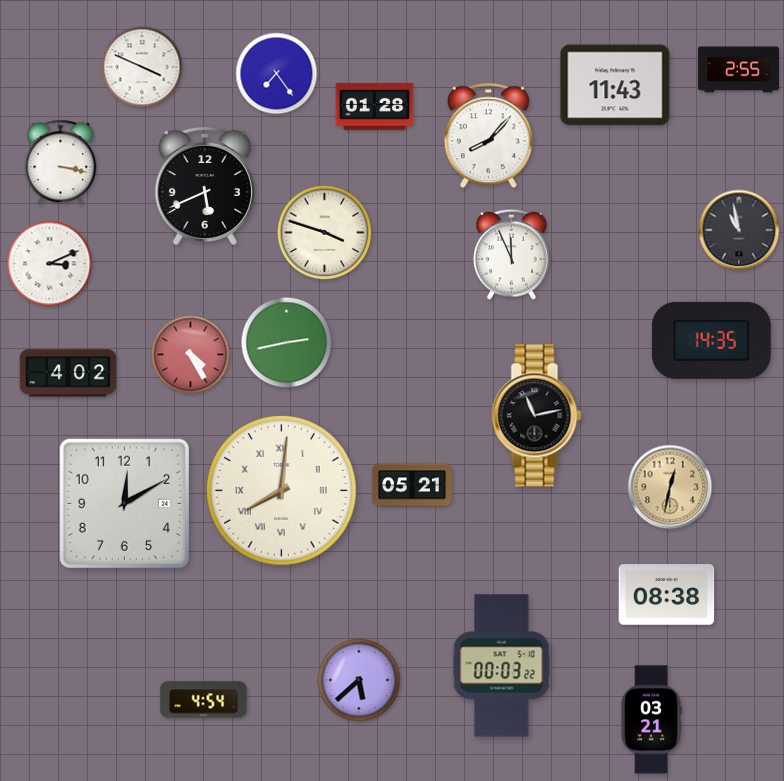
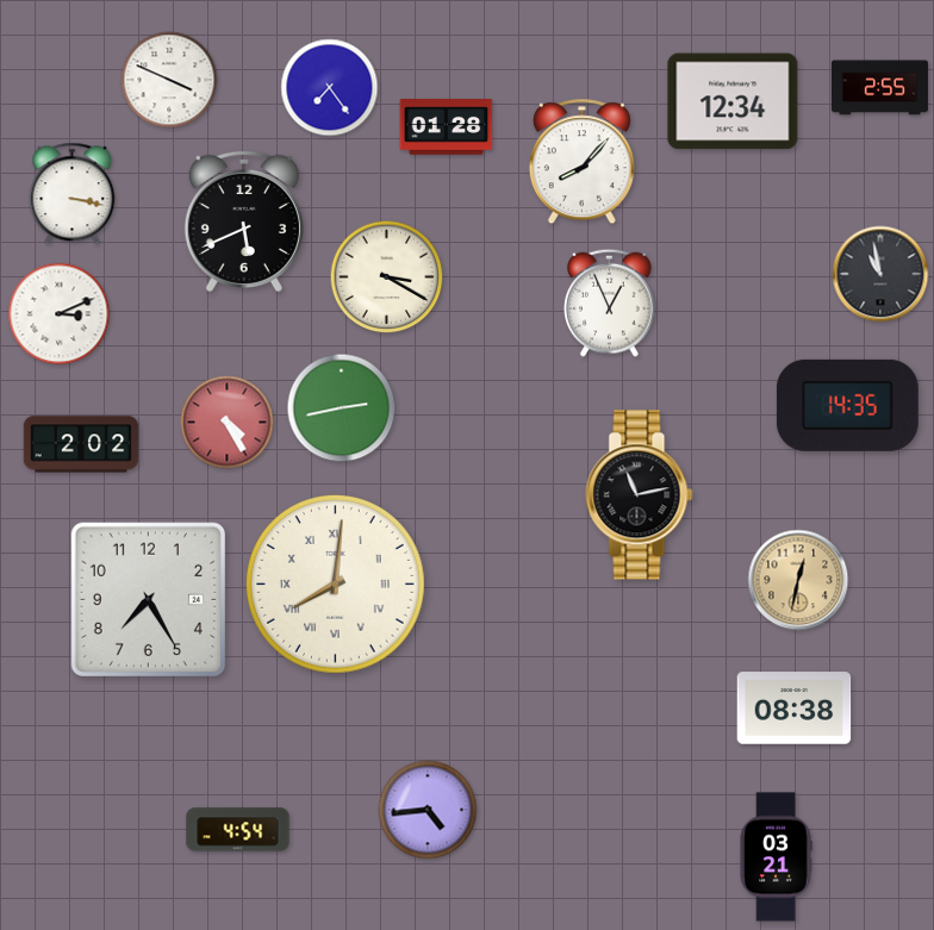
clock at (738, 70) position: (738, 70) -> (879, 88)
clock at (615, 85): 11:43 -> 12:34
clock at (325, 233): 3:48 -> 3:20
clock at (512, 254): 11:56 -> 12:56
clock at (68, 373): 4:02 -> 2:02
clock at (412, 485): 05:21 -> none
clock at (124, 503): 12:10 -> 7:25
clock at (502, 666): 00:03 -> none
clock at (359, 680): 5:38 -> 4:44
clock at (204, 700) position: (204, 700) -> (238, 830)
